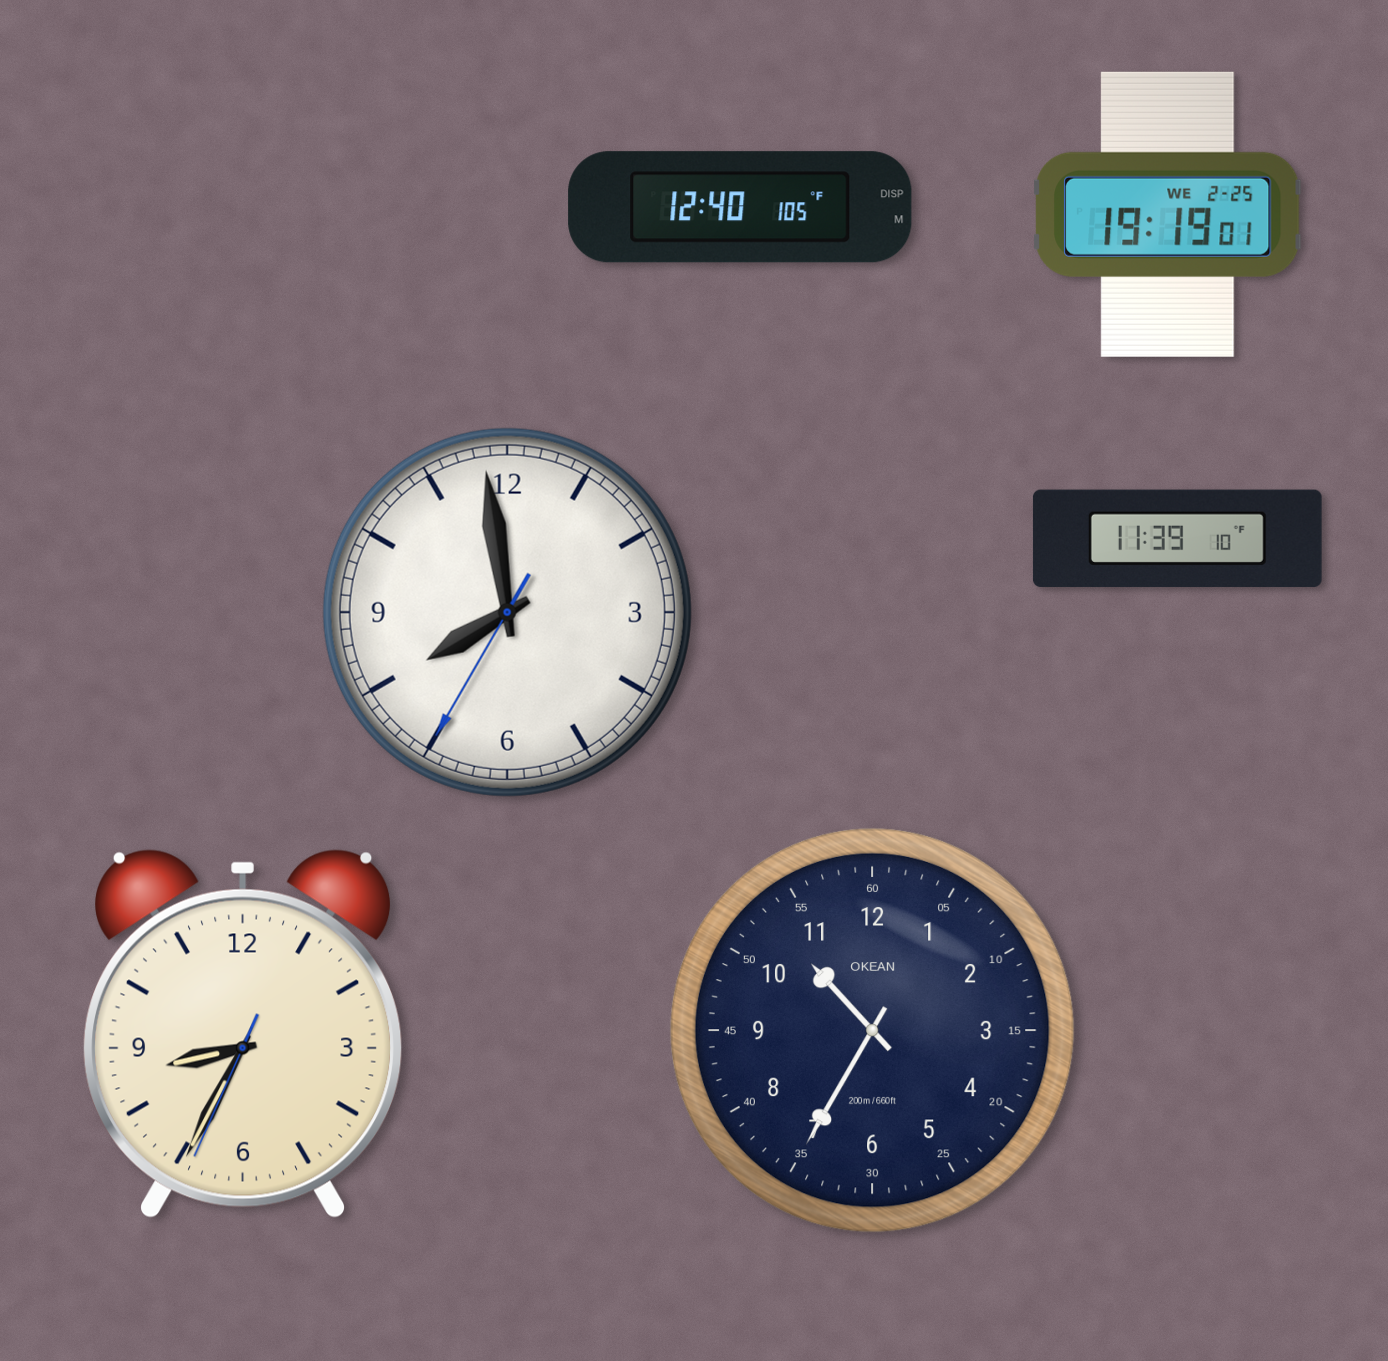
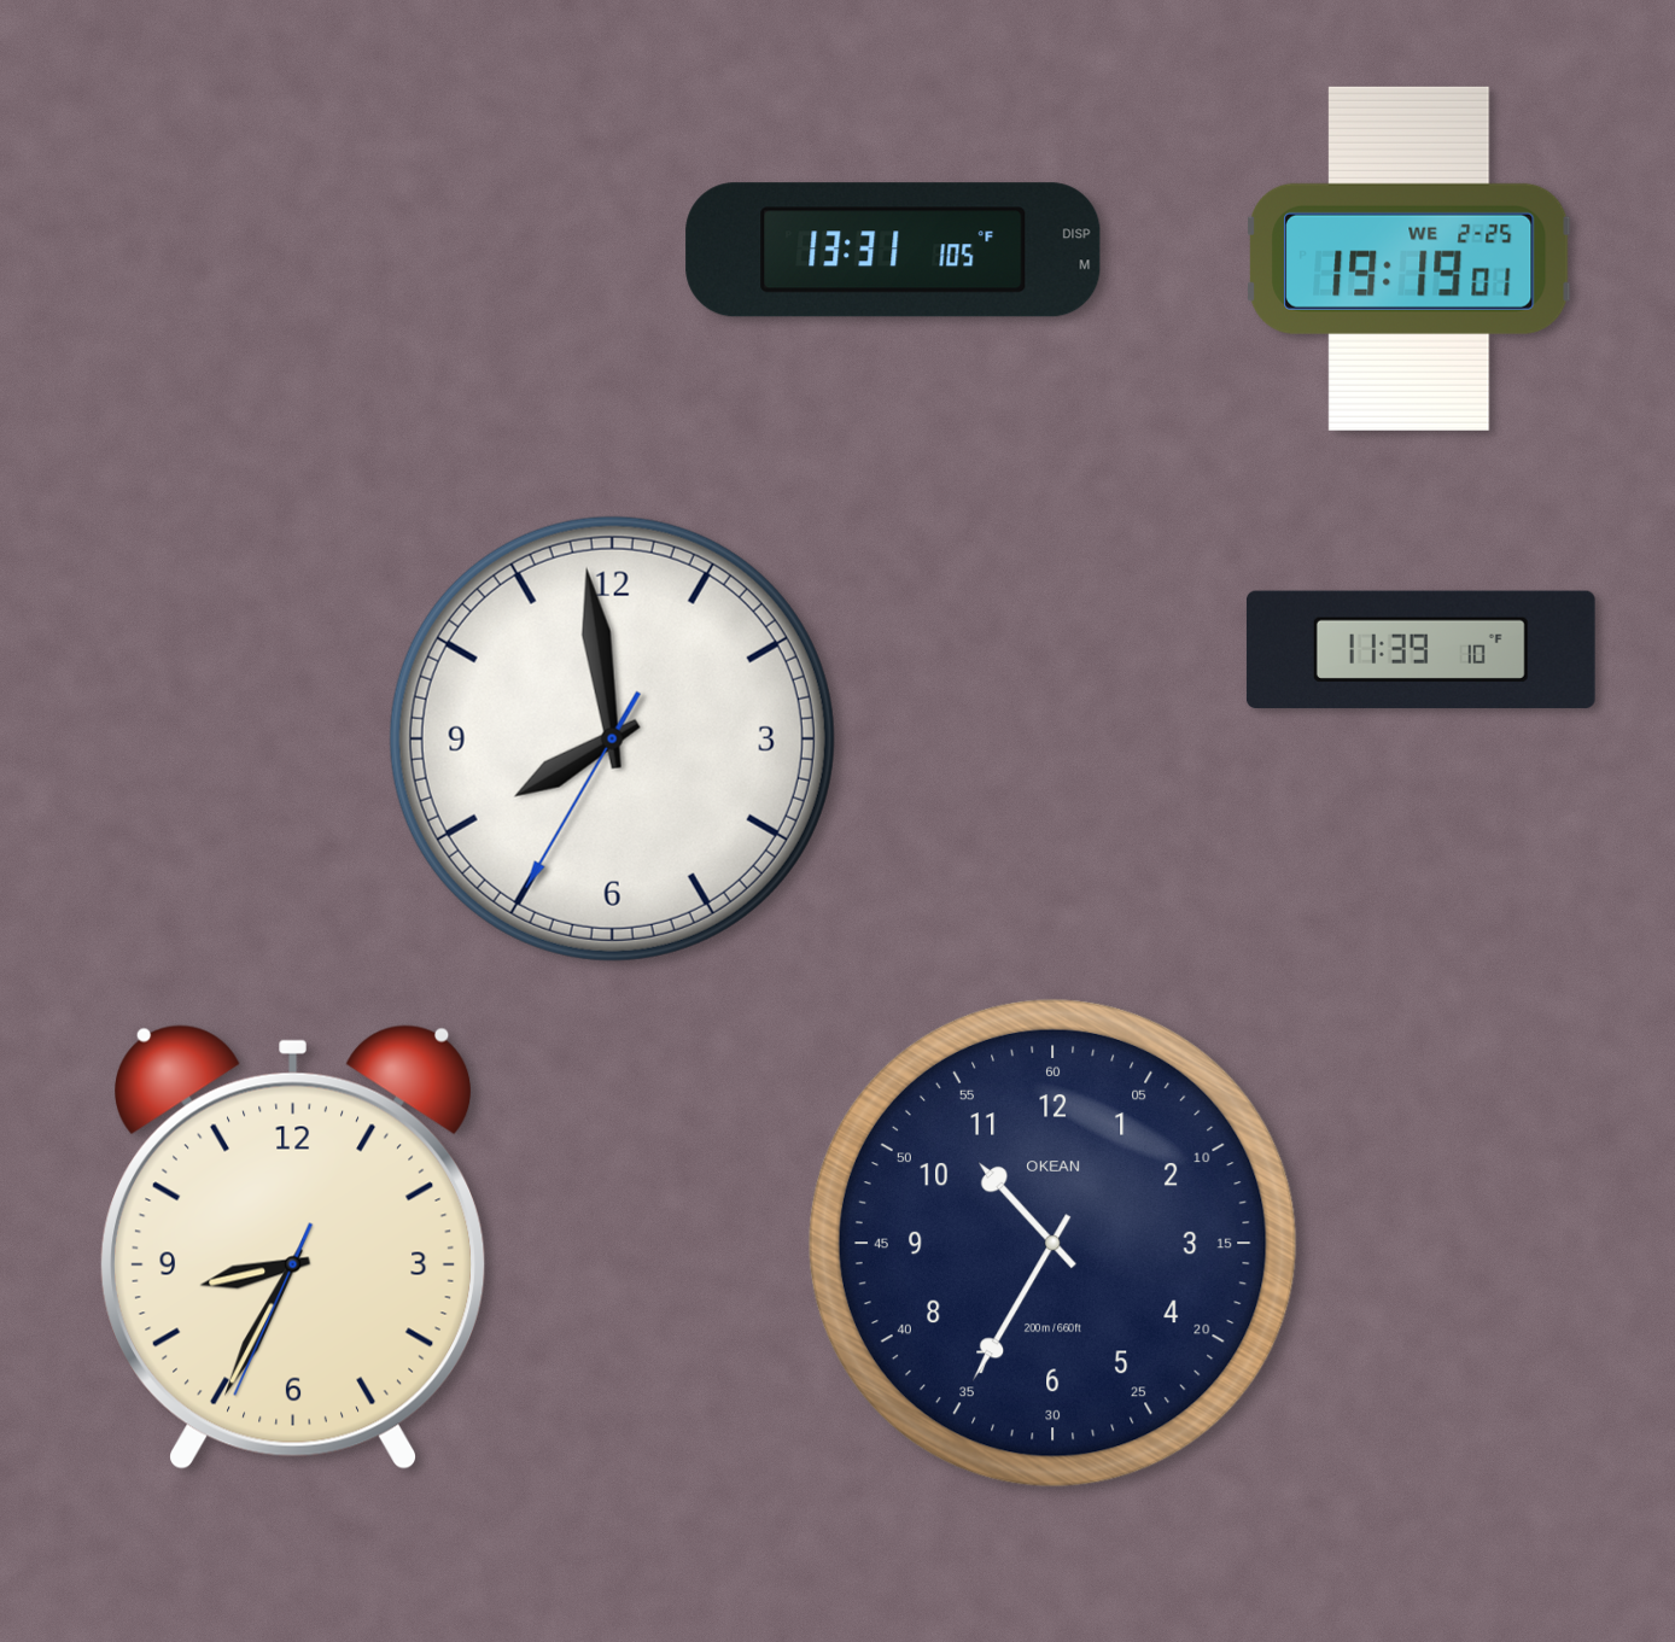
clock at (740, 207): 12:40 -> 13:31
